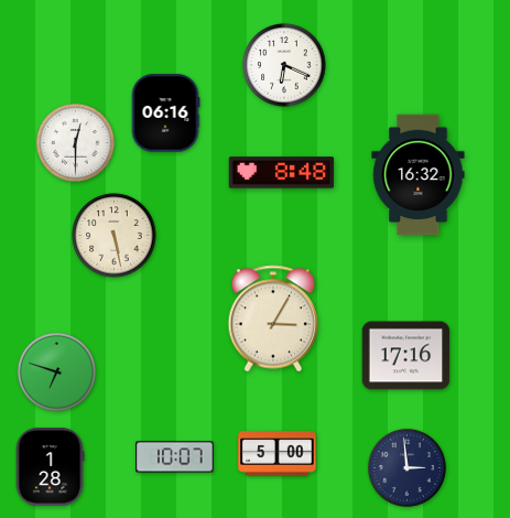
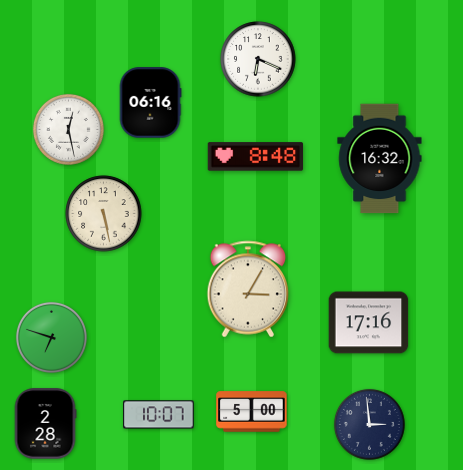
clock at (75, 142): 12:30 -> 12:28
clock at (50, 467): 1:28 -> 2:28
